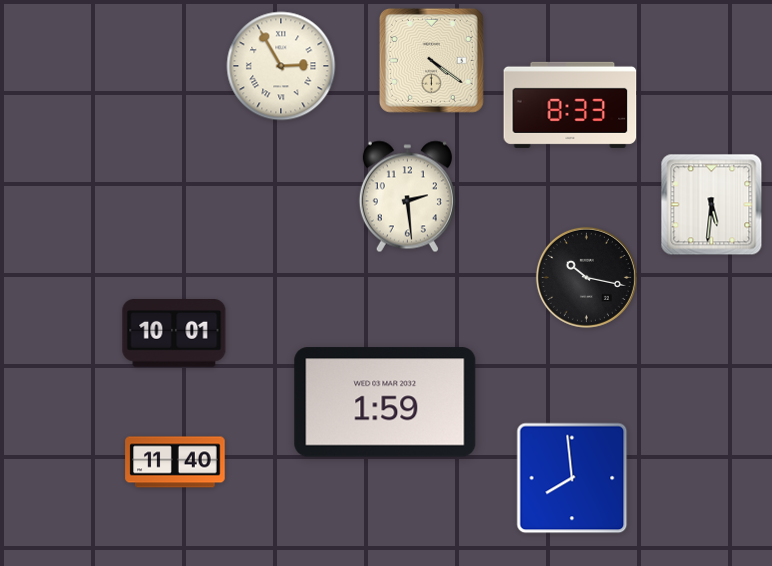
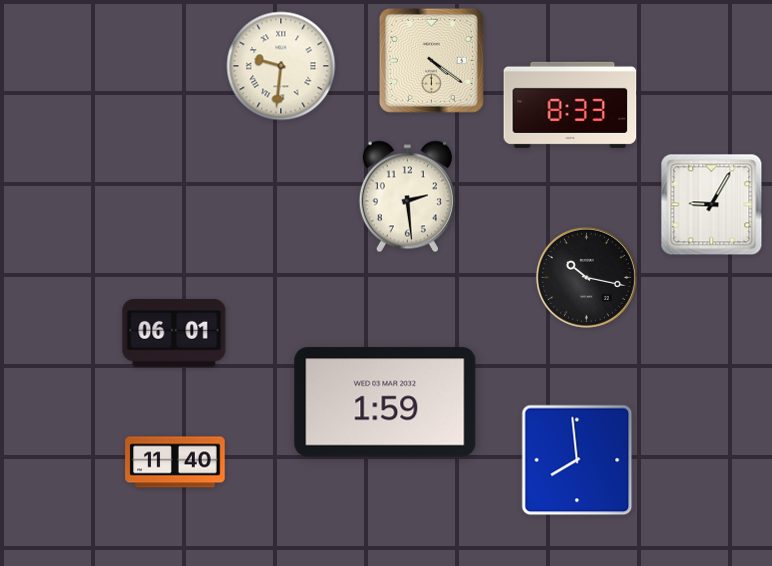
clock at (281, 66): 2:55 -> 9:31
clock at (712, 205): 5:31 -> 9:05
clock at (174, 334): 10:01 -> 06:01
clock at (572, 478) position: (572, 478) -> (577, 460)
